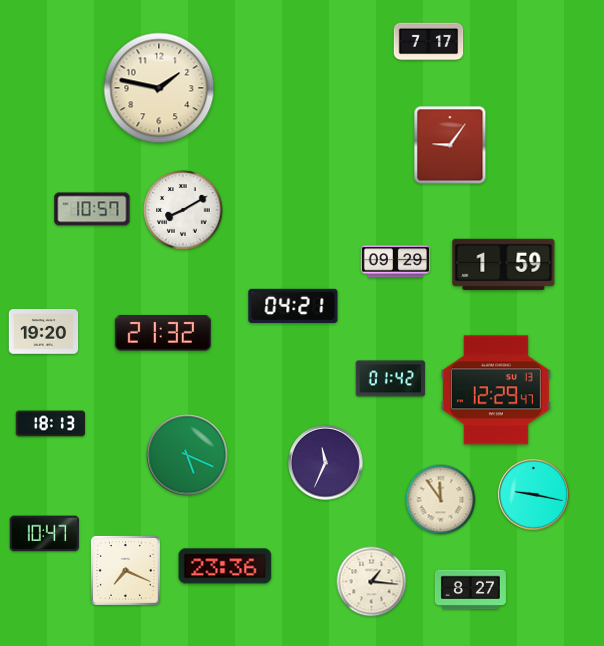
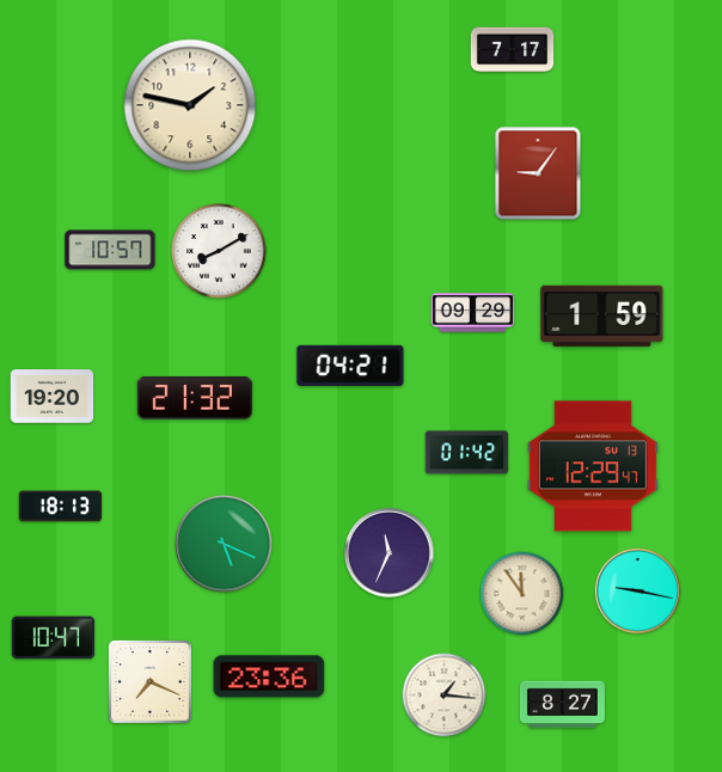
clock at (441, 500) position: (441, 500) -> (522, 594)
